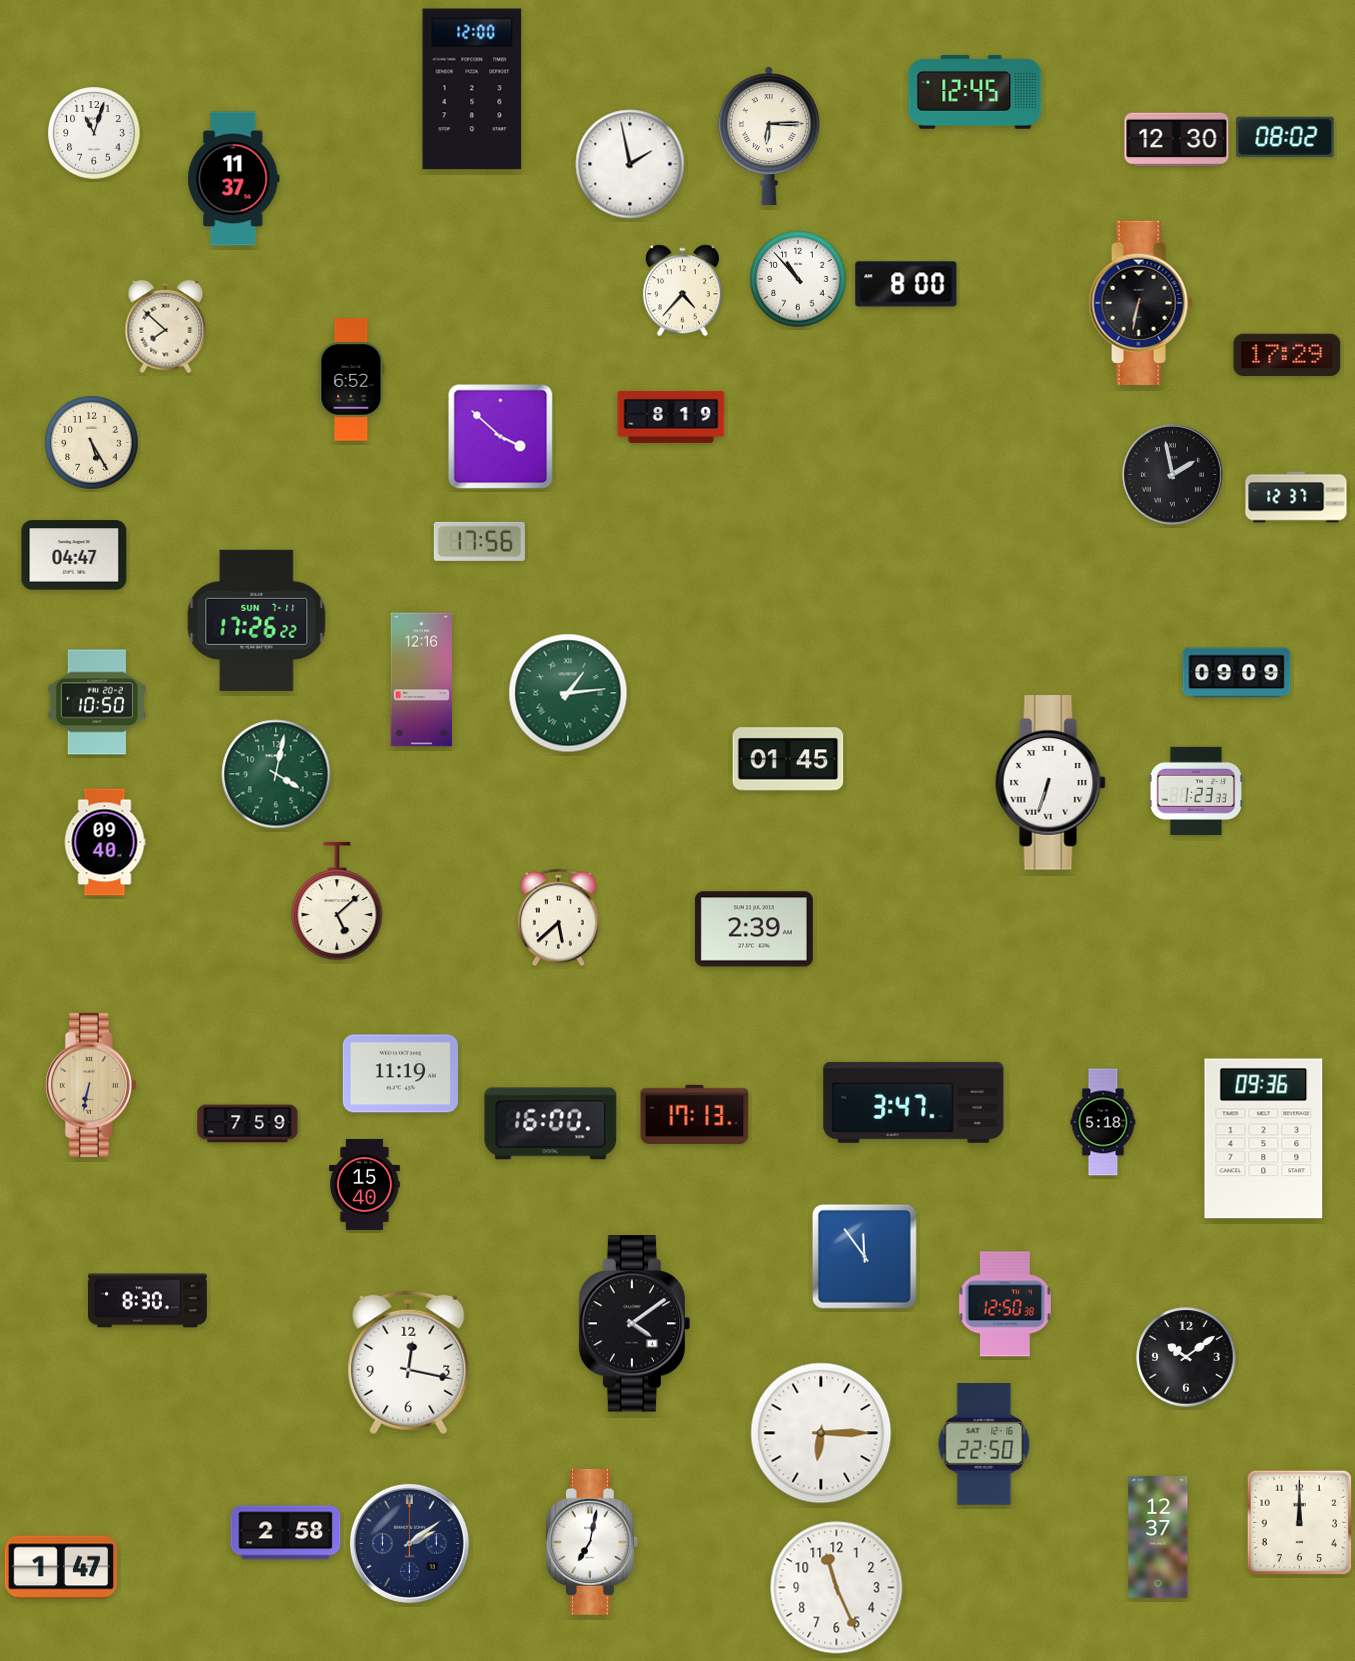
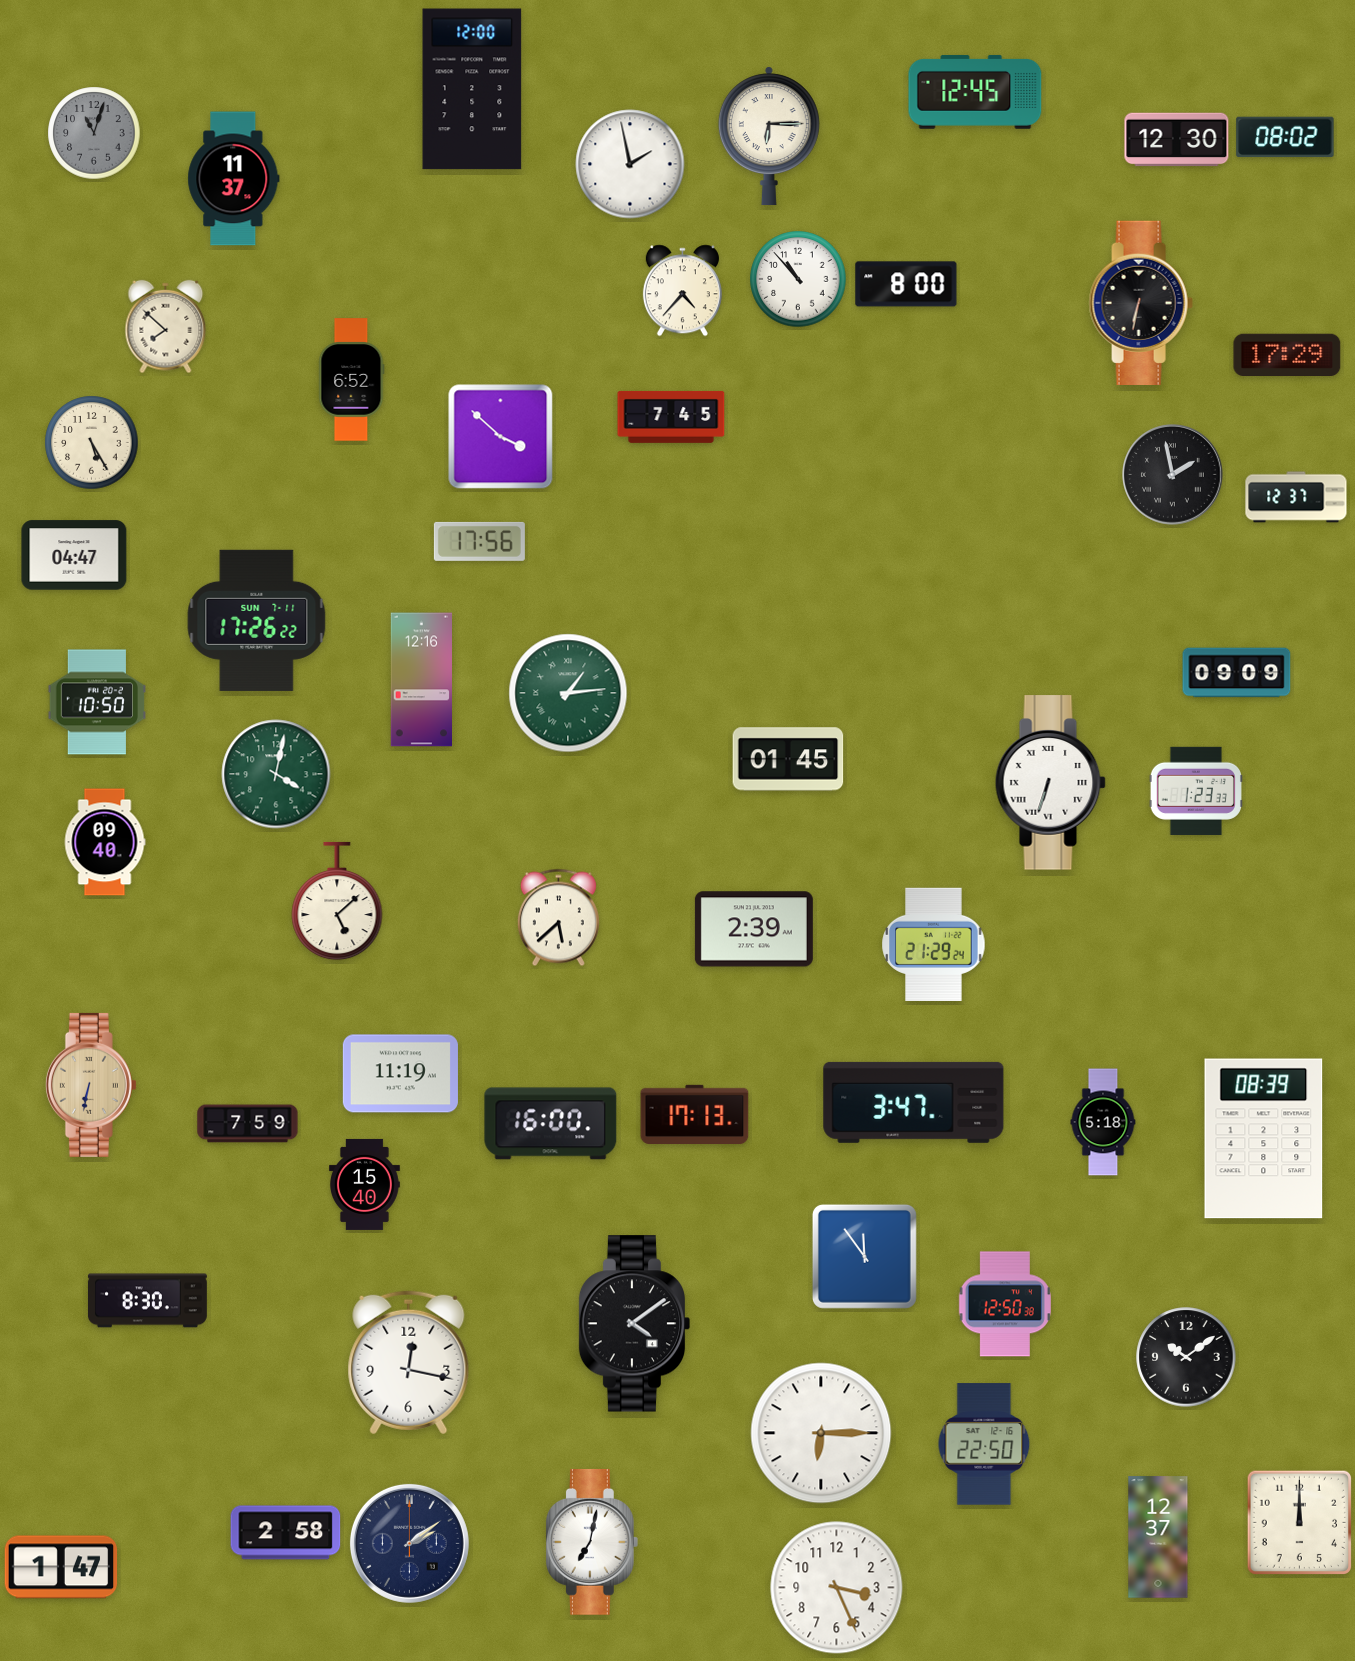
clock at (94, 133) dial: white -> grey
clock at (671, 417): 8:19 -> 7:45
clock at (934, 944): none -> 21:29
clock at (1264, 1139): 09:36 -> 08:39
clock at (837, 1588): 11:26 -> 3:26
